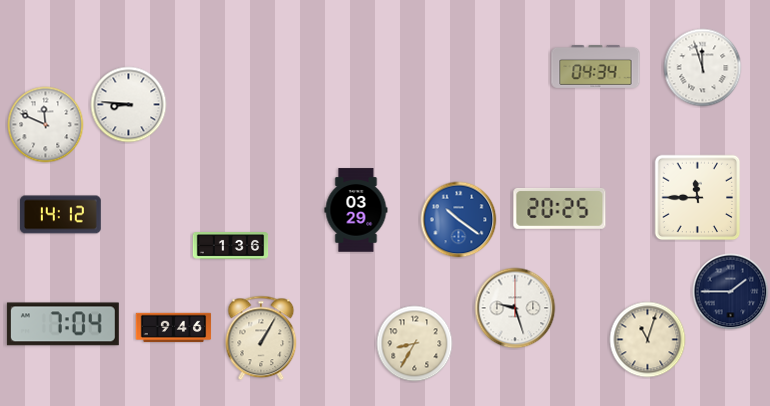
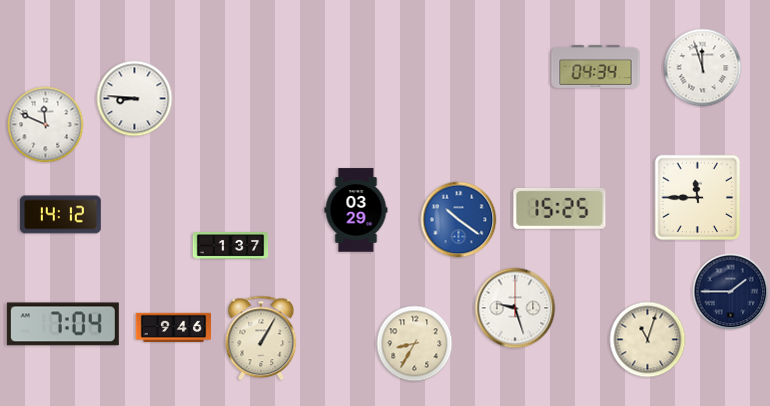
clock at (129, 105) position: (129, 105) -> (135, 99)
clock at (560, 208): 20:25 -> 15:25
clock at (231, 246): 1:36 -> 1:37
